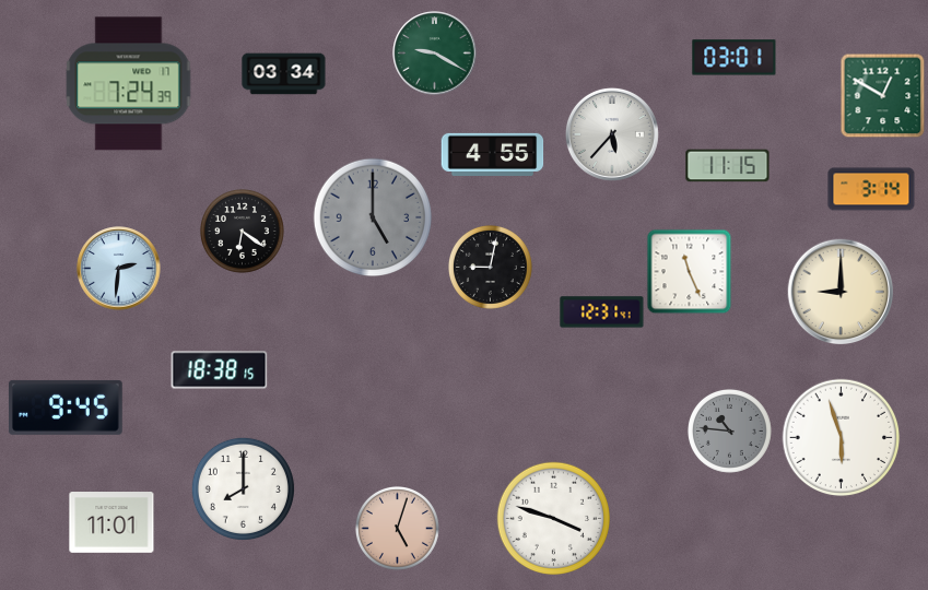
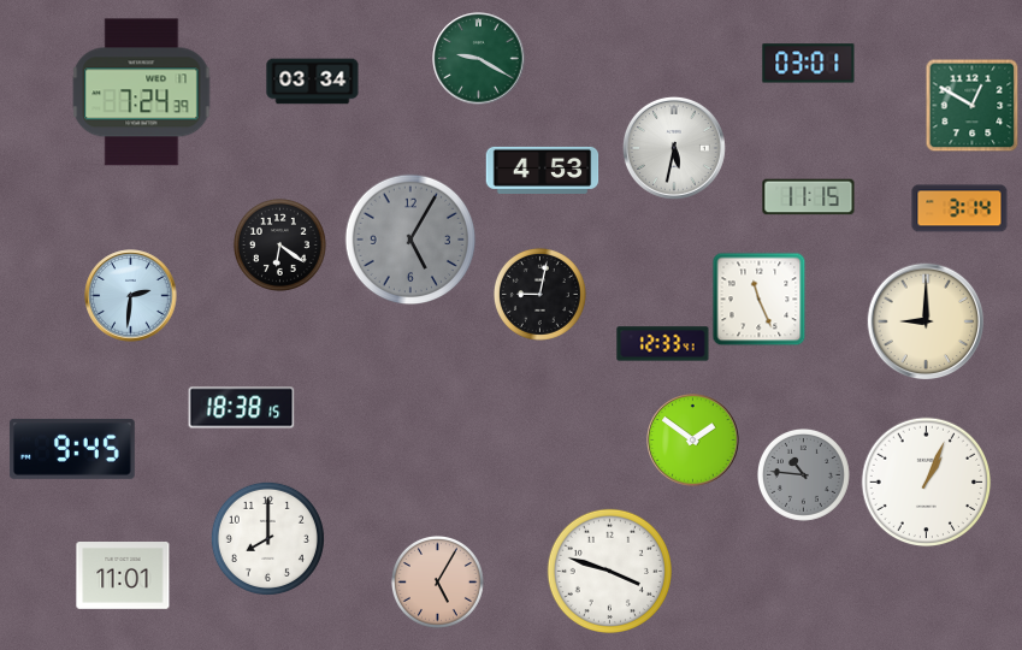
clock at (612, 134): 5:37 -> 5:32
clock at (493, 154): 4:55 -> 4:53
clock at (728, 166) position: (728, 166) -> (809, 197)
clock at (373, 217): 5:00 -> 5:05
clock at (242, 231) position: (242, 231) -> (279, 244)
clock at (602, 312): 12:31 -> 12:33
clock at (693, 441): none -> 1:51
clock at (842, 438): 5:57 -> 1:04
clock at (397, 528): 5:03 -> 5:05
